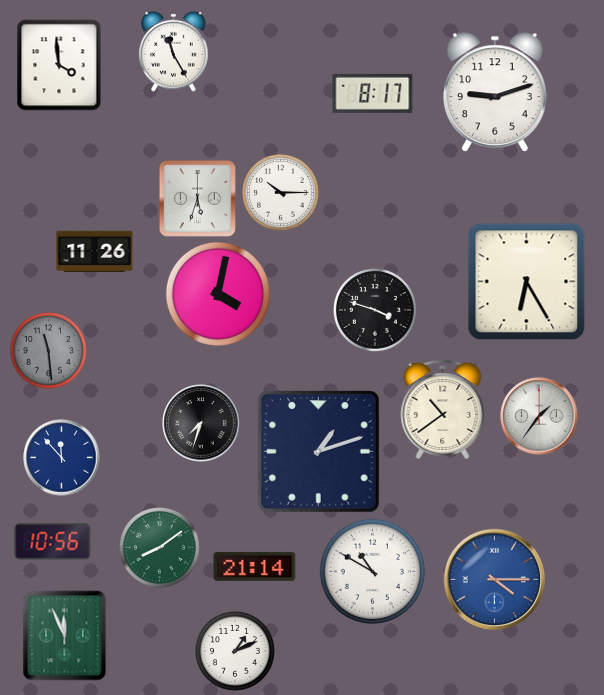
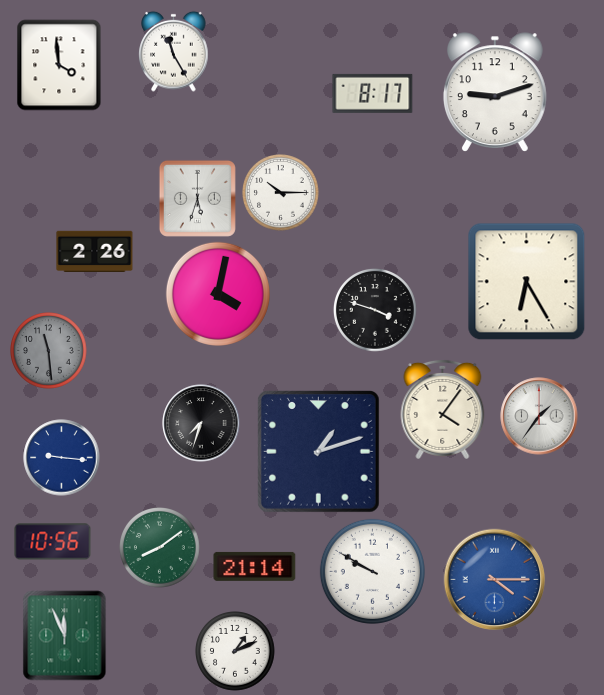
clock at (95, 252): 11:26 -> 2:26
clock at (443, 409): 10:39 -> 4:06
clock at (62, 458): 11:53 -> 9:16
clock at (372, 571): 10:50 -> 9:50
